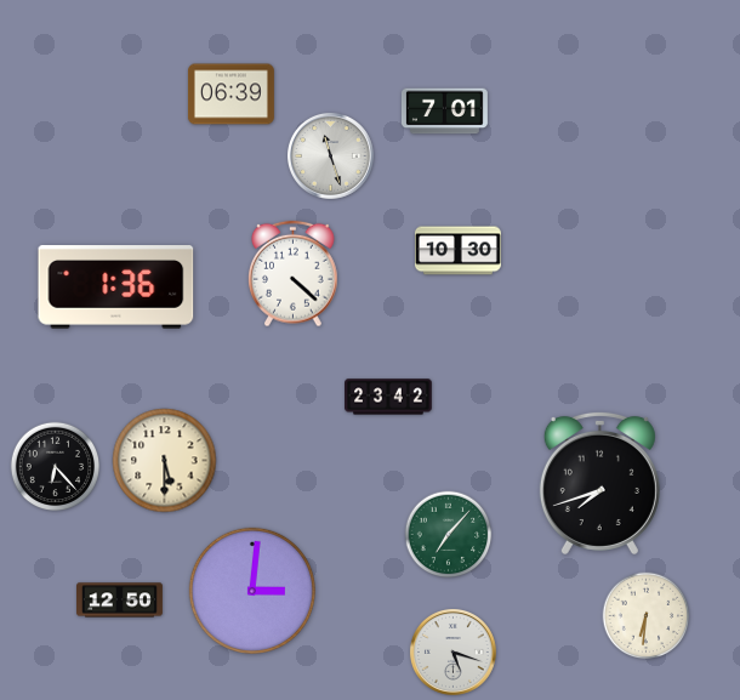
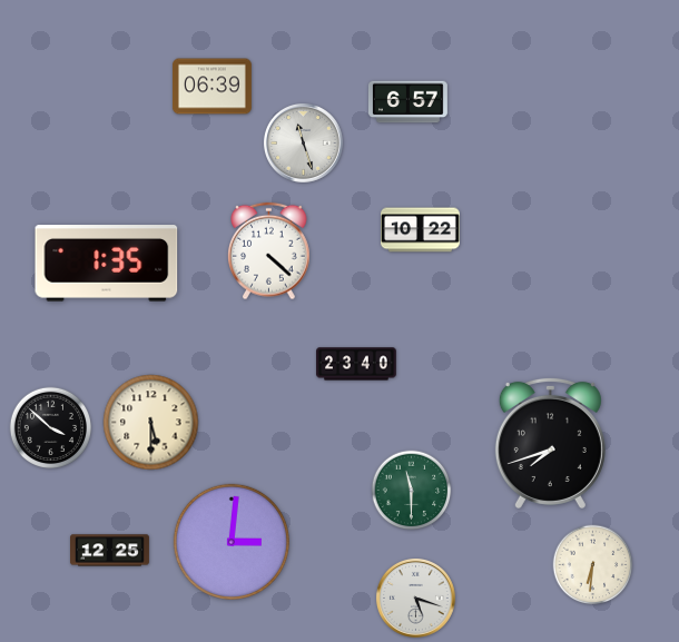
clock at (444, 112): 7:01 -> 6:57
clock at (457, 251): 10:30 -> 10:22
clock at (116, 288): 1:36 -> 1:35
clock at (388, 397): 23:42 -> 23:40
clock at (56, 467): 6:23 -> 3:52
clock at (449, 535): 7:07 -> 11:30
clock at (120, 601): 12:50 -> 12:25
